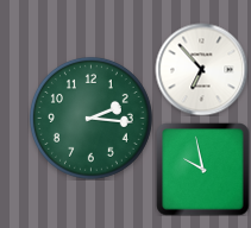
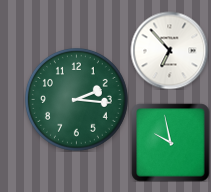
clock at (201, 69) position: (201, 69) -> (169, 50)
